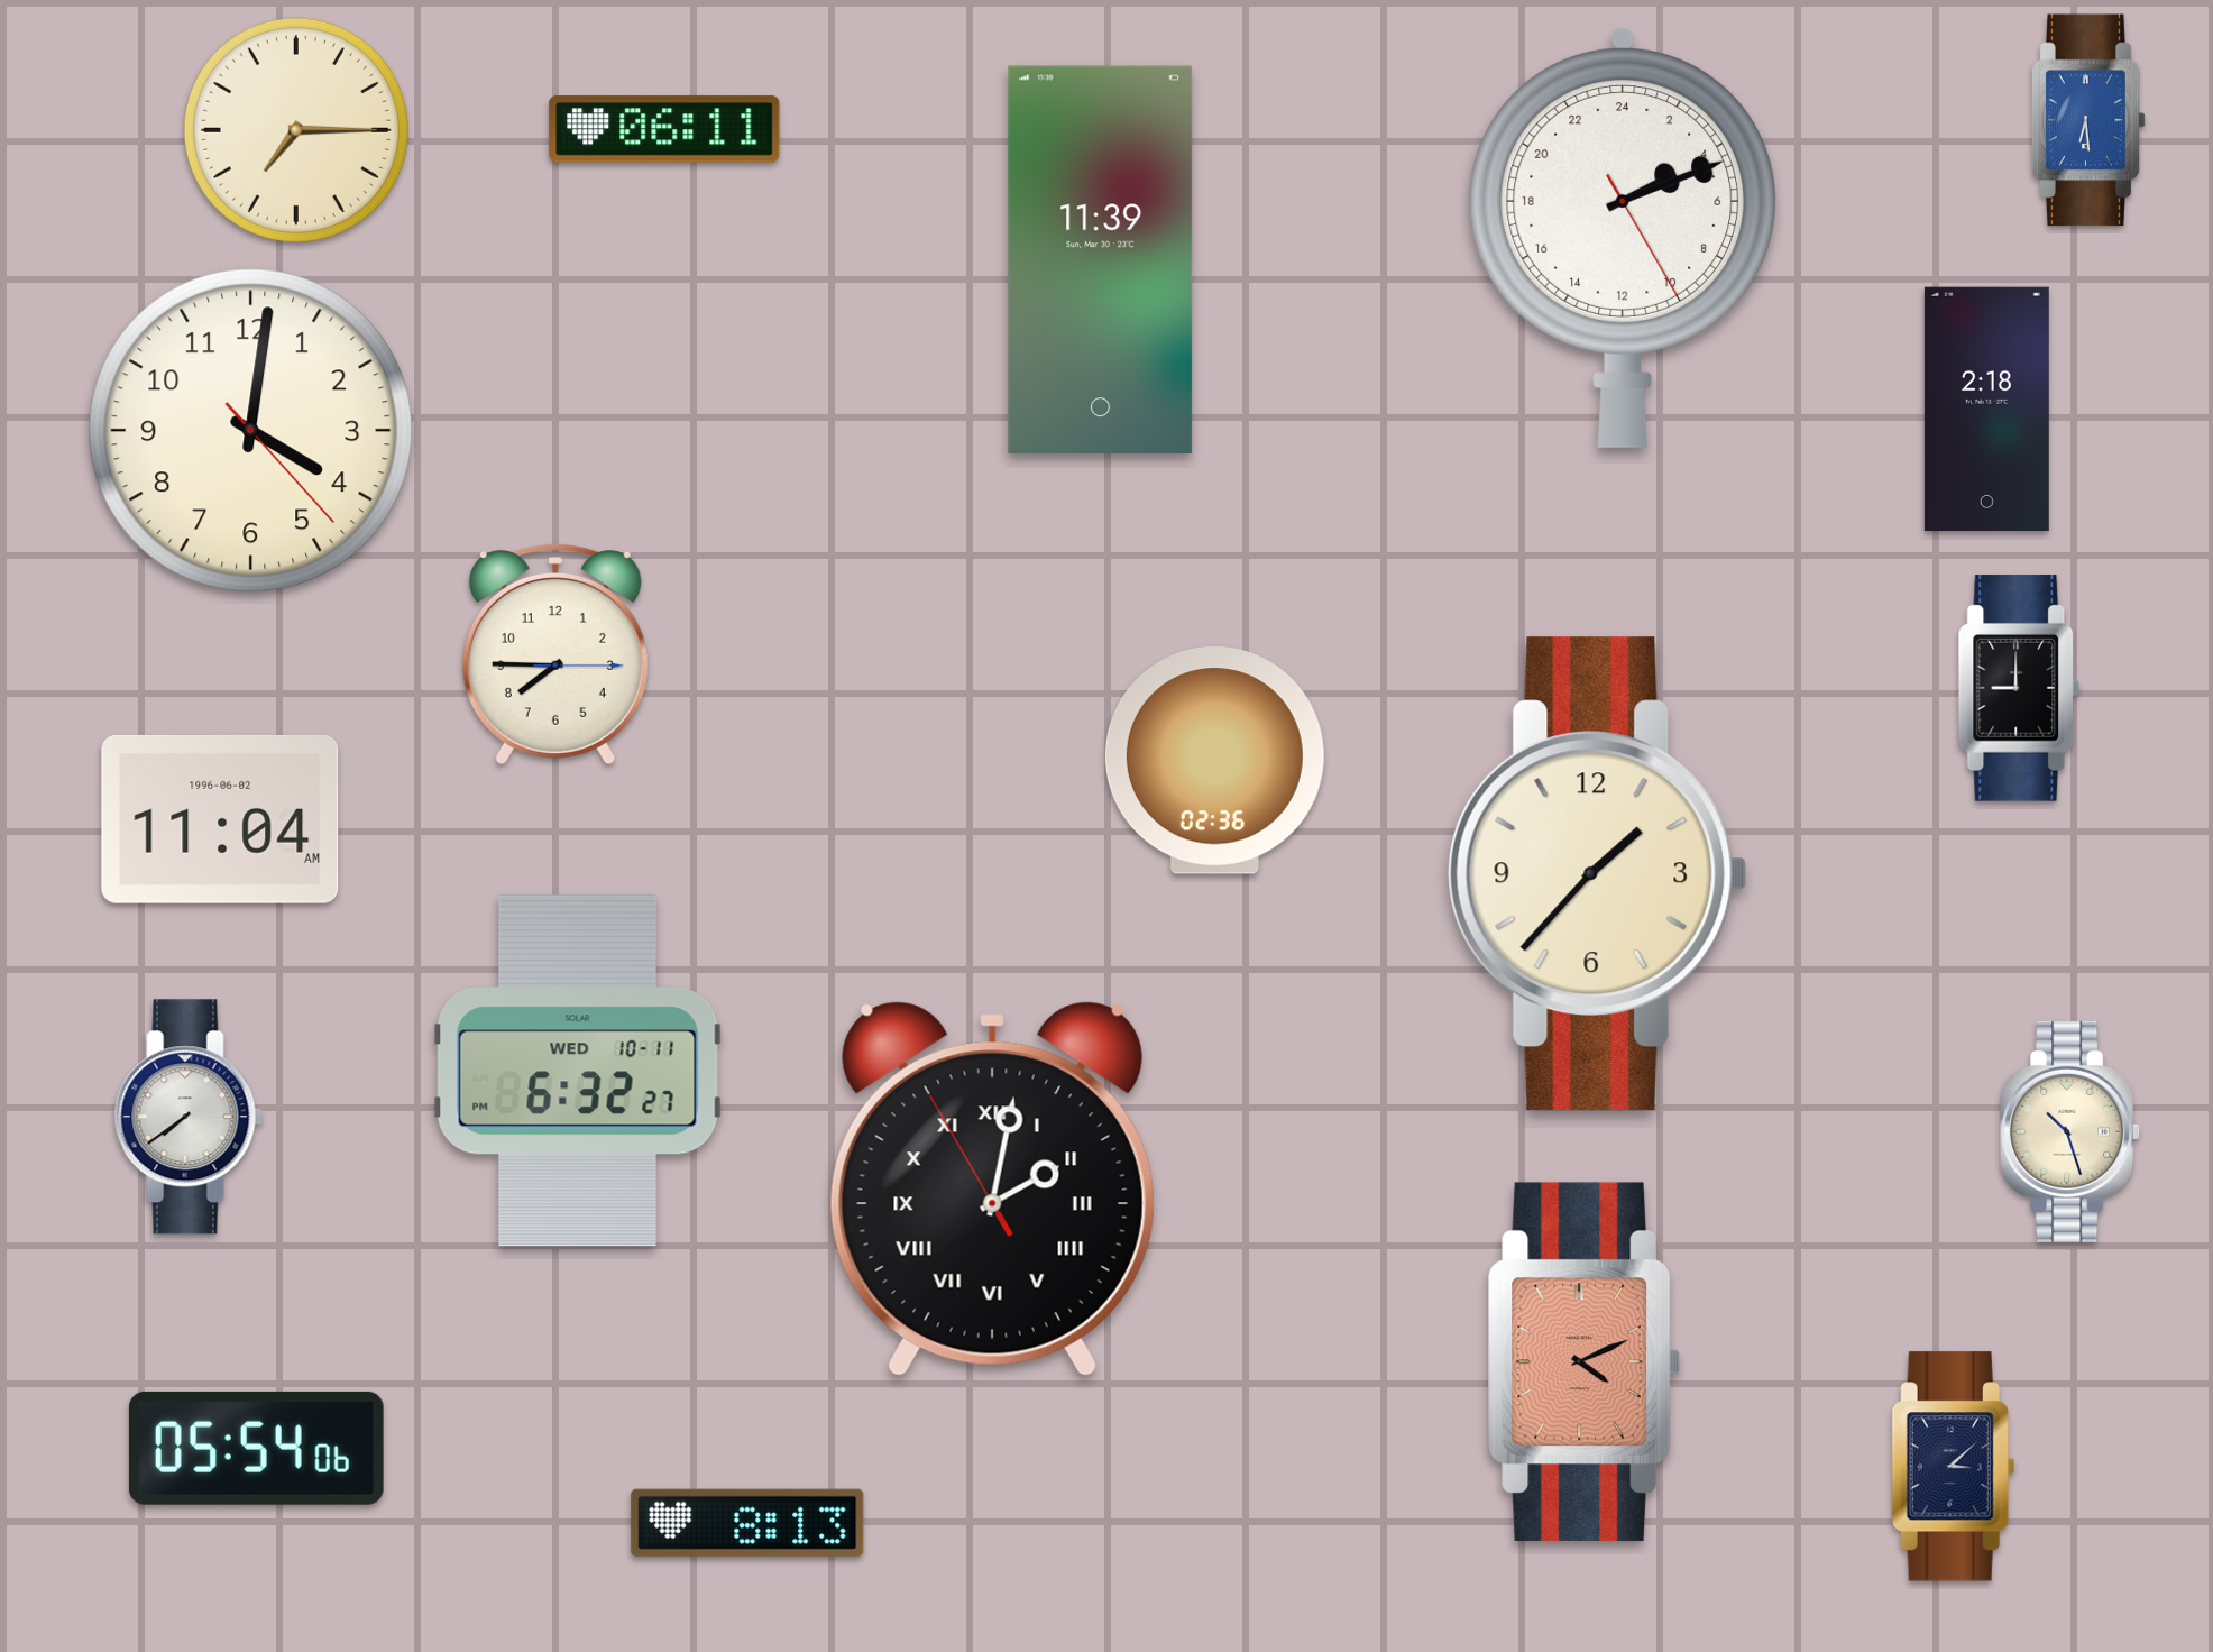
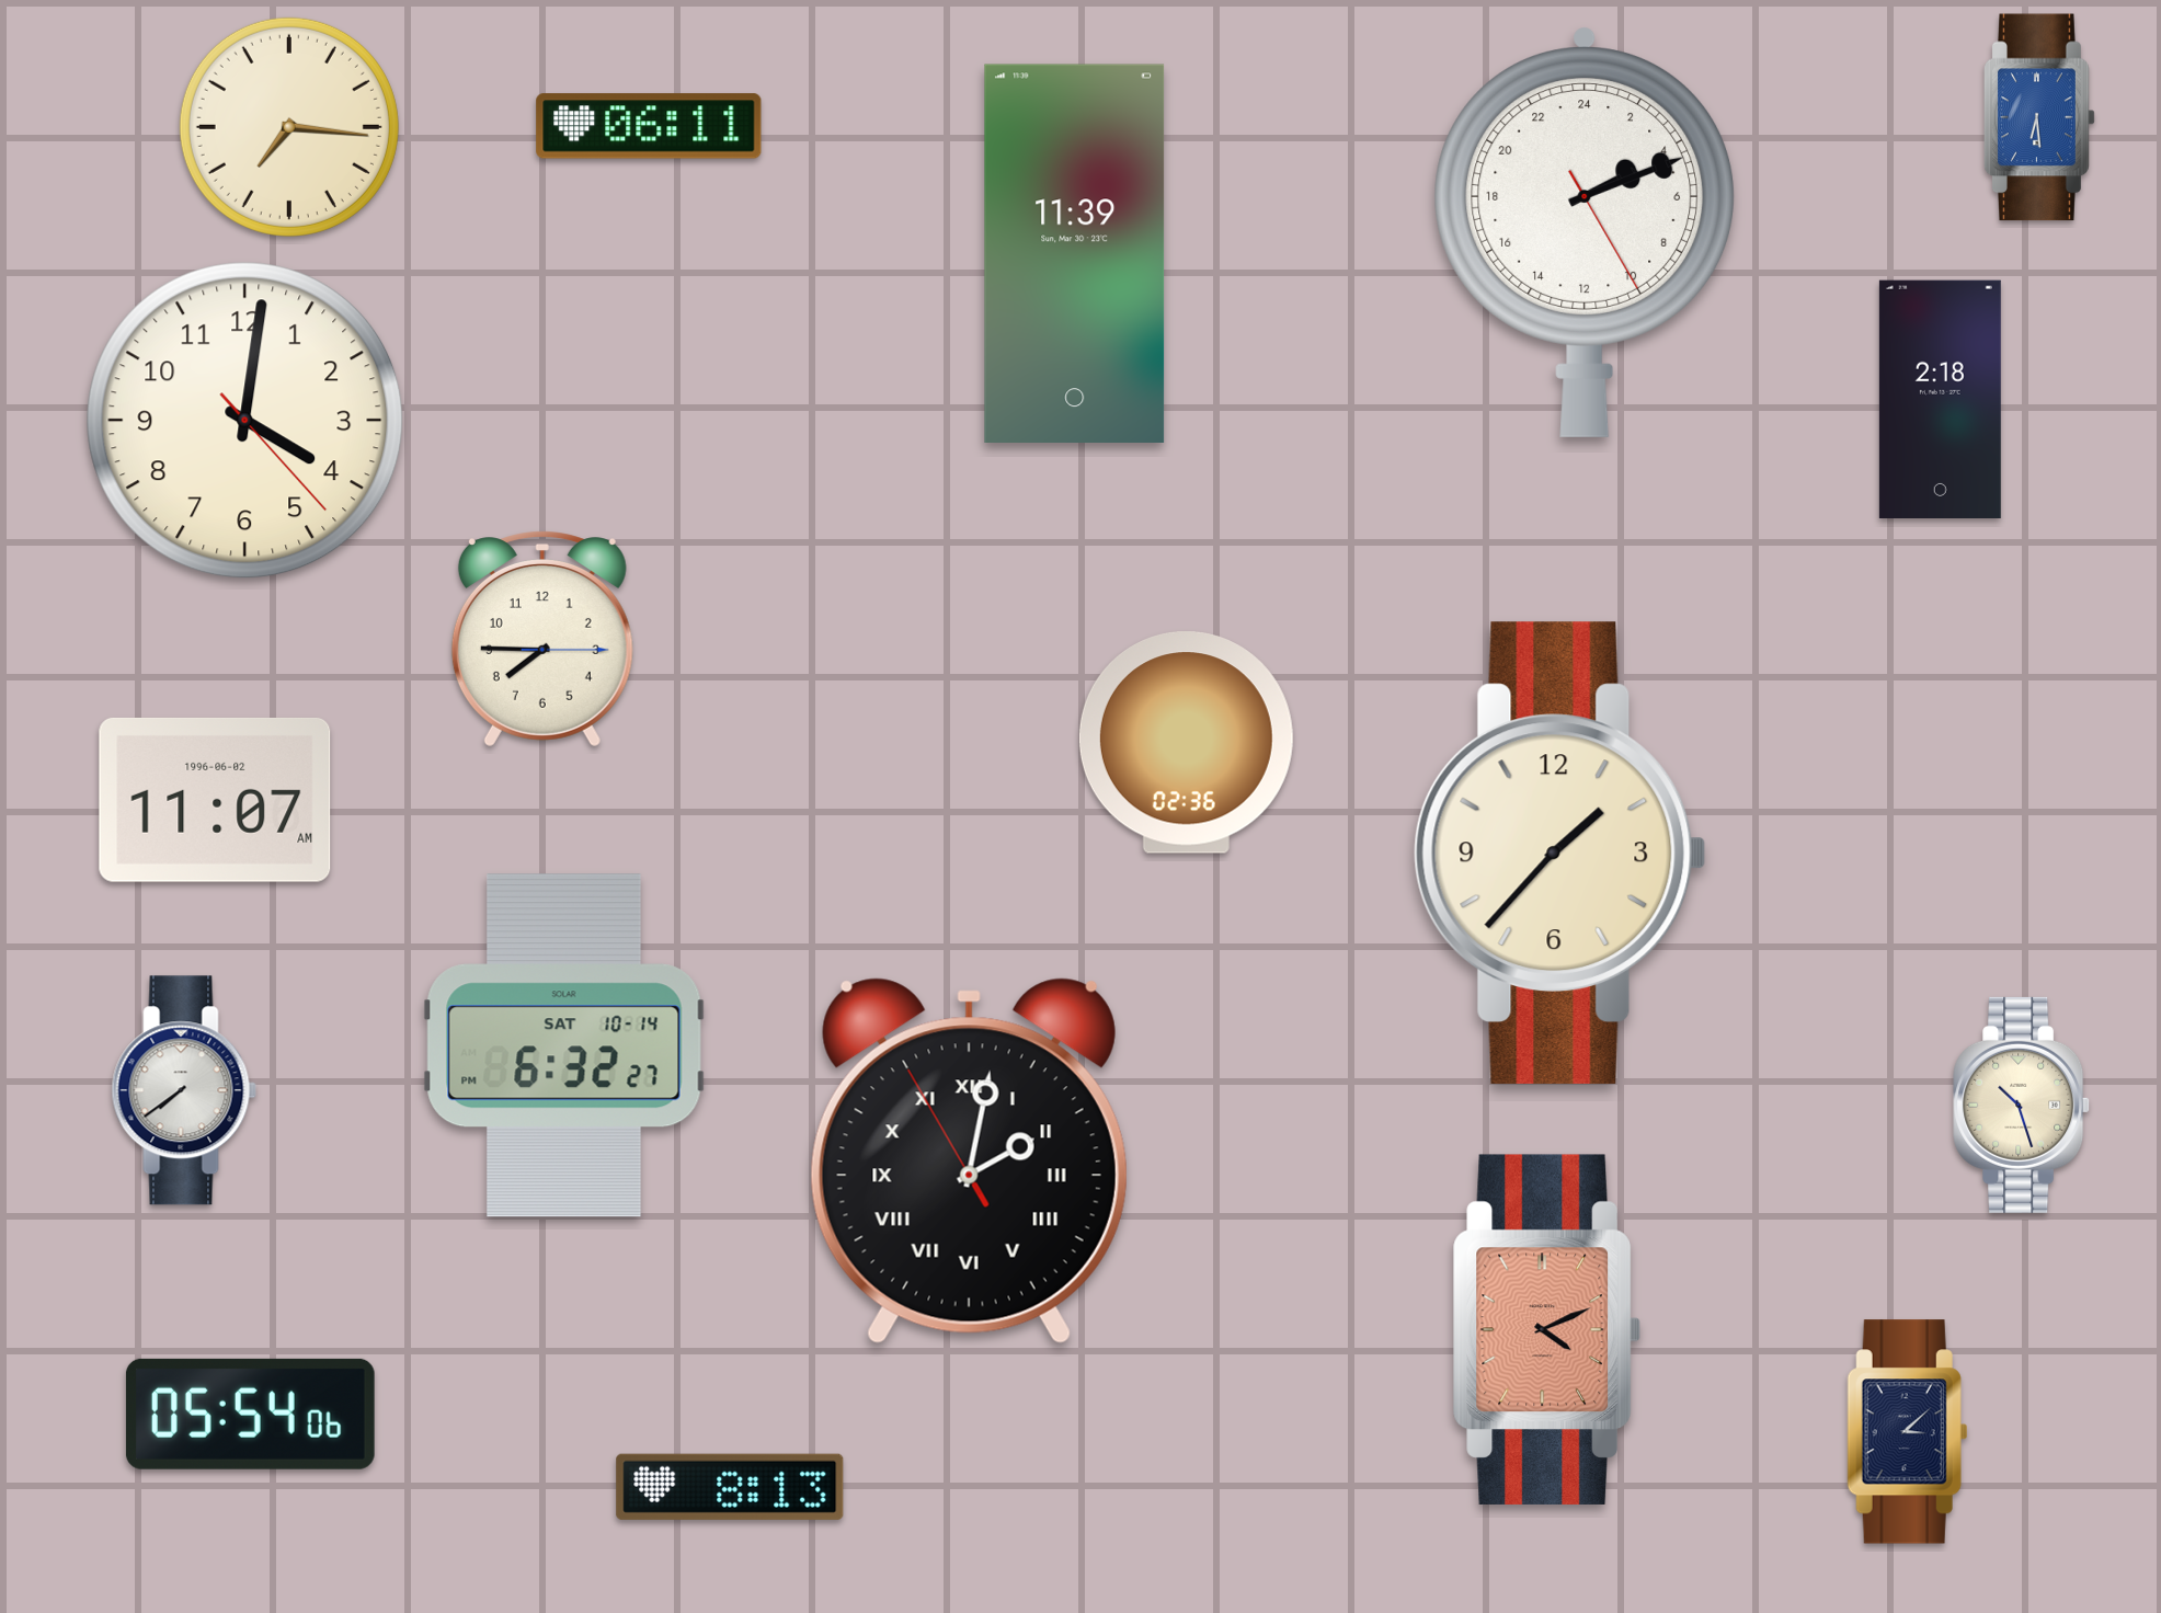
clock at (296, 130): 7:15 -> 7:16
clock at (2019, 688): 9:00 -> none
clock at (220, 819): 11:04 -> 11:07
clock at (578, 1071) date: WED 10-11 -> SAT 10-14
